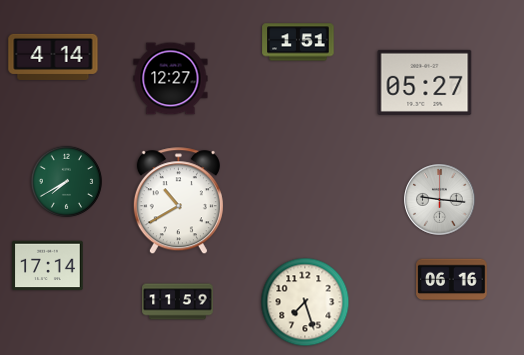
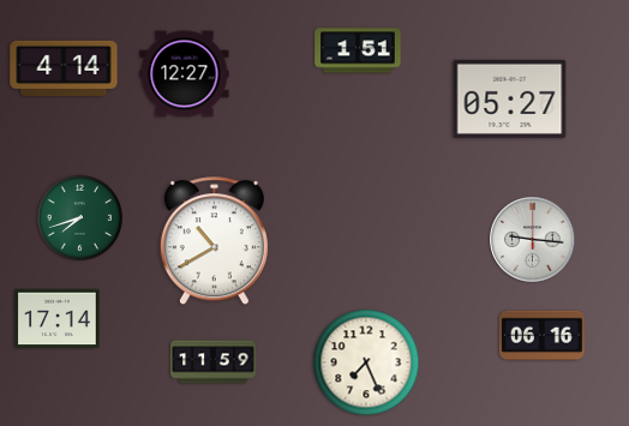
clock at (171, 79) position: (171, 79) -> (185, 74)
clock at (66, 181): 7:40 -> 7:42
clock at (440, 200) position: (440, 200) -> (533, 240)
clock at (305, 302): 7:27 -> 7:26
